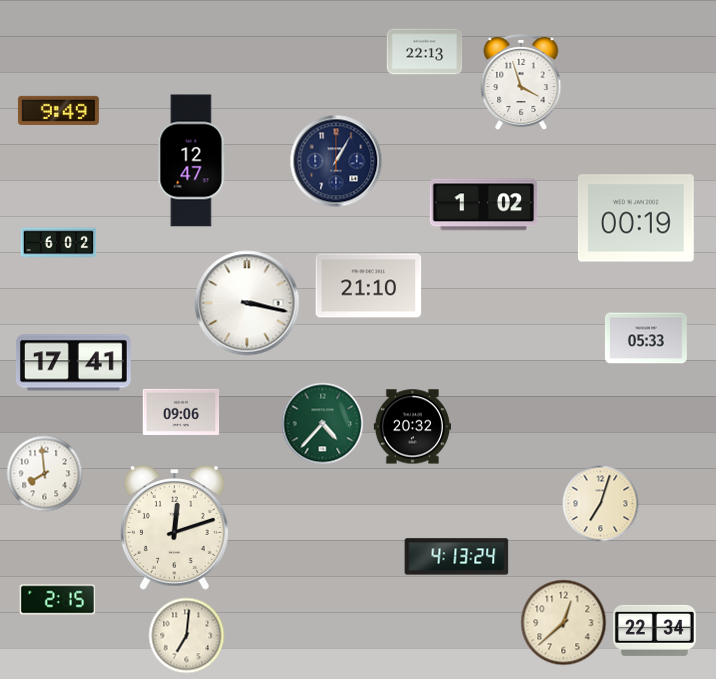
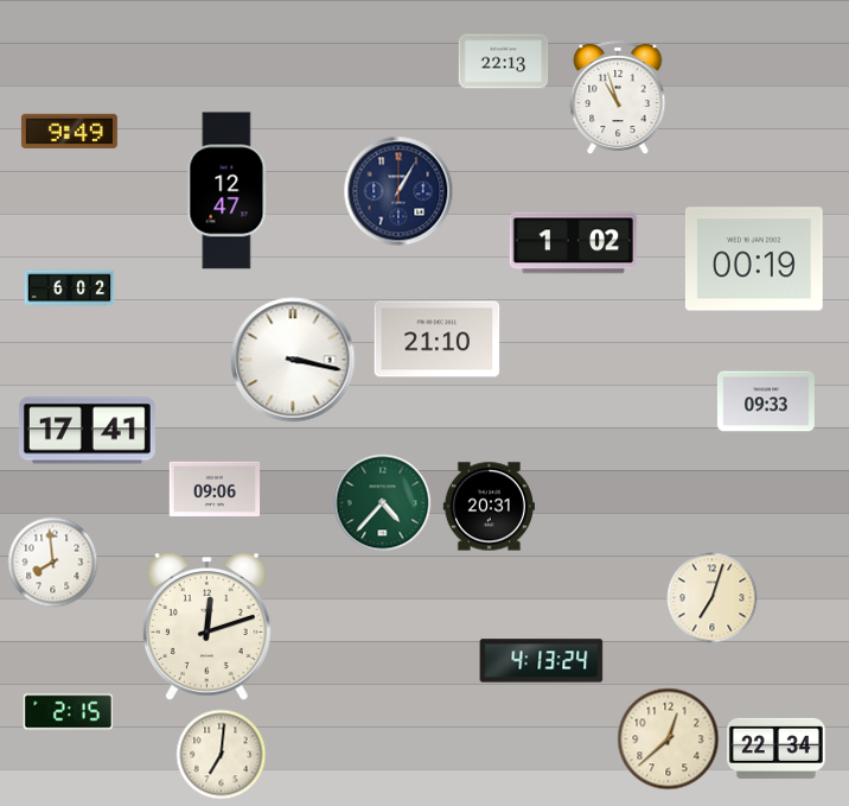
clock at (521, 82): 3:57 -> 10:57
clock at (646, 338): 05:33 -> 09:33
clock at (412, 427): 20:32 -> 20:31
